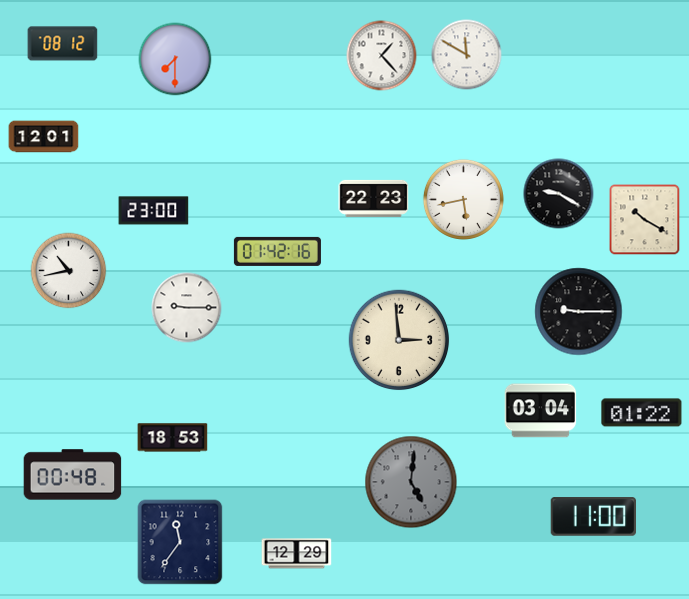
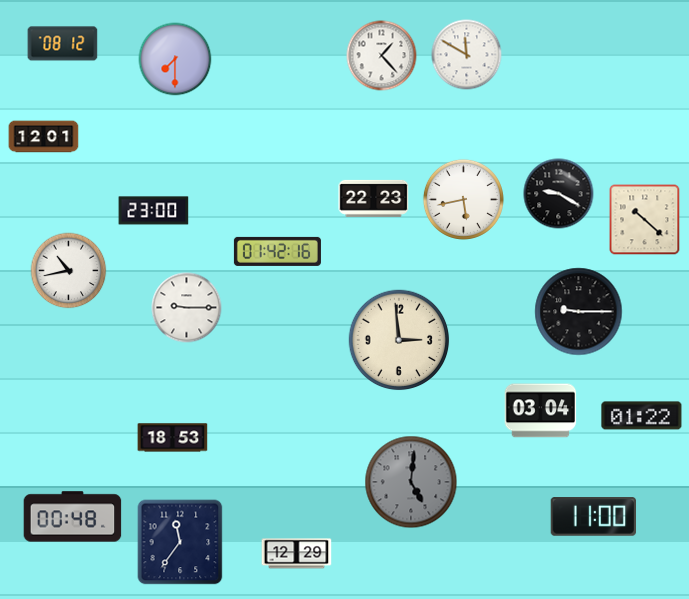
clock at (645, 220): 10:20 -> 10:22
clock at (642, 413) position: (642, 413) -> (642, 416)
clock at (73, 475) position: (73, 475) -> (73, 517)
